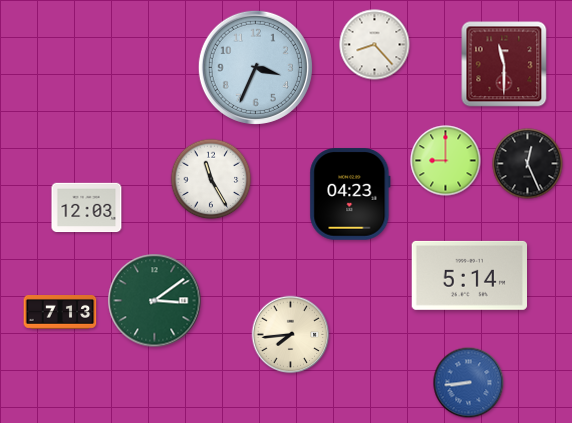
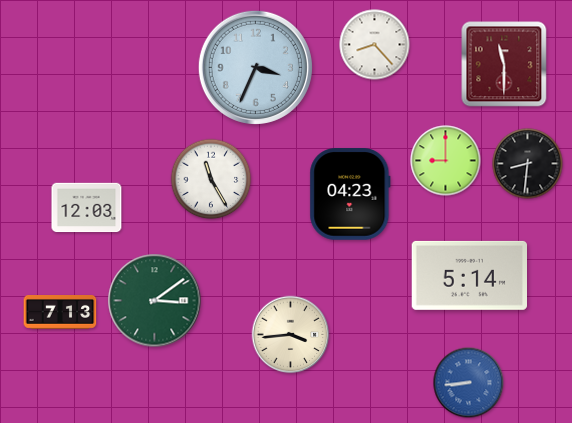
clock at (528, 164): 12:26 -> 8:31
clock at (291, 335): 7:44 -> 3:44
